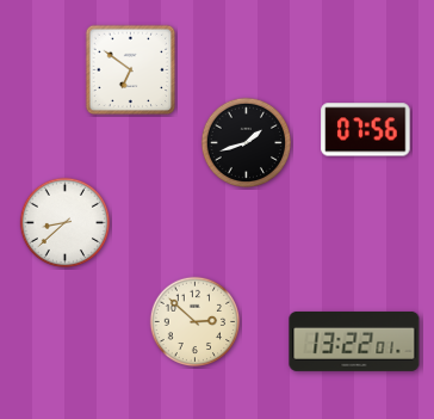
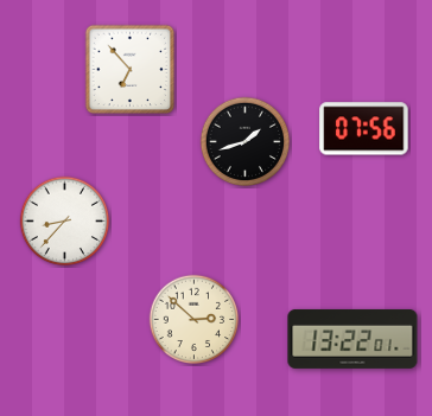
clock at (131, 70): 6:51 -> 6:53
clock at (66, 223): 8:38 -> 8:37
